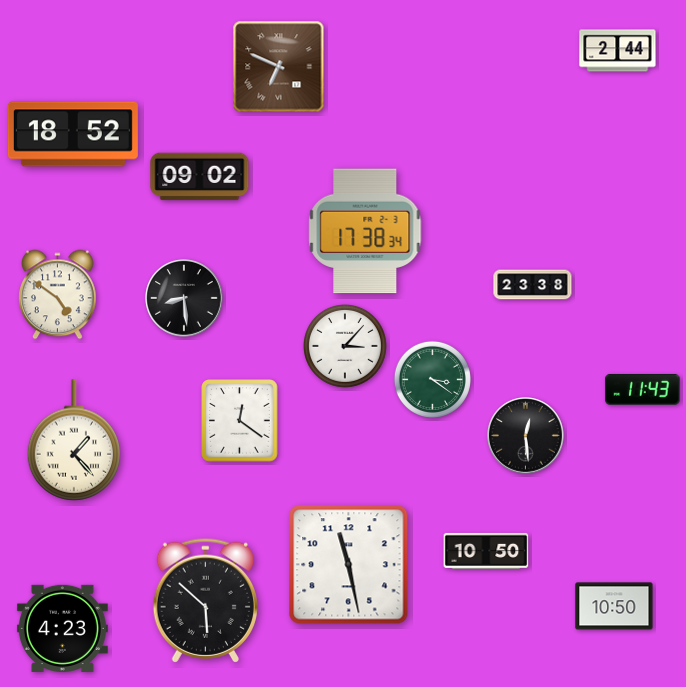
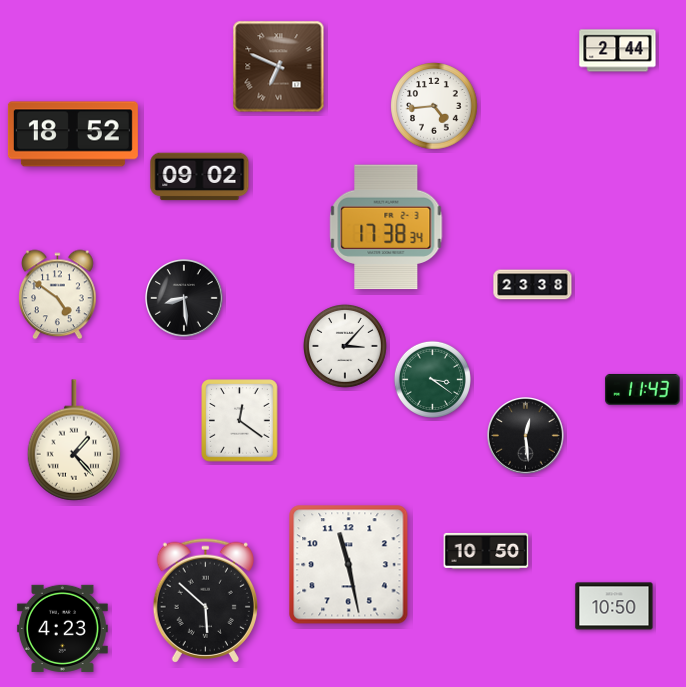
clock at (434, 106): none -> 4:44
clock at (365, 231) position: (365, 231) -> (386, 227)
